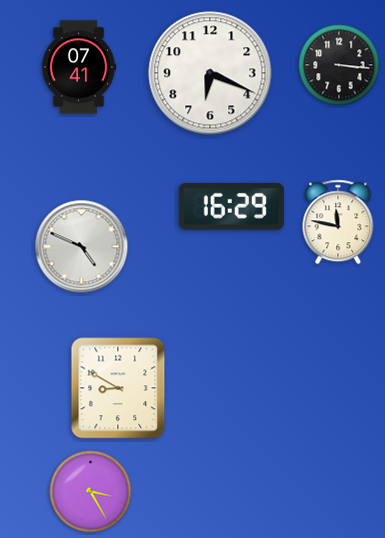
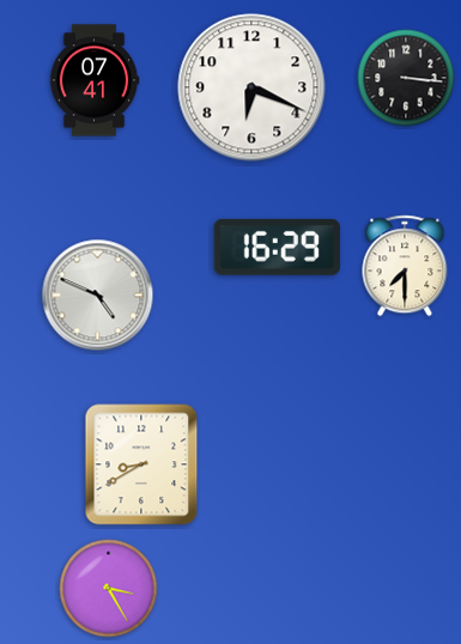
clock at (338, 222): 11:47 -> 7:30
clock at (118, 388): 8:50 -> 8:40
